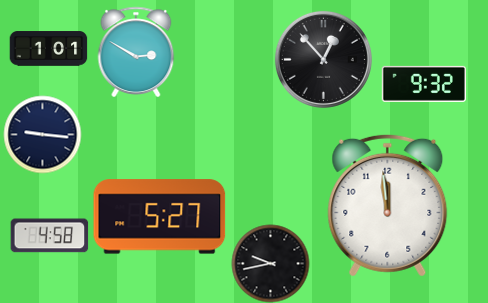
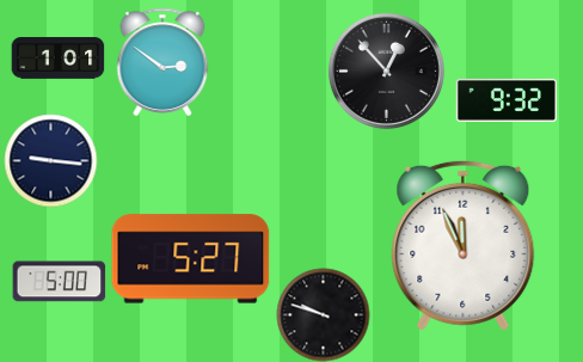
clock at (136, 52): 2:50 -> 2:51
clock at (388, 205): 11:59 -> 11:56
clock at (49, 236): 4:58 -> 5:00
clock at (270, 263): 9:43 -> 9:48
